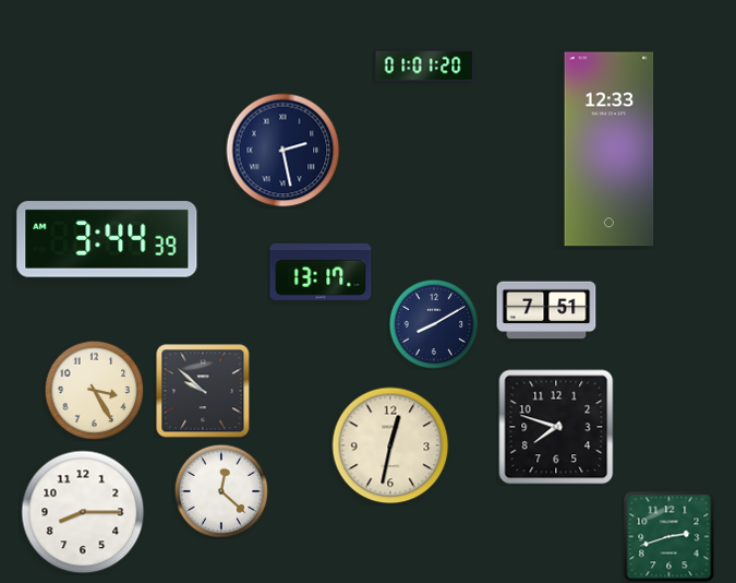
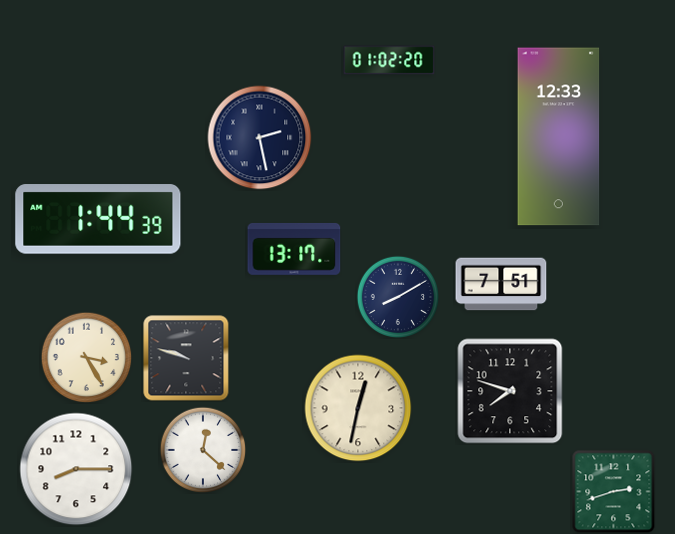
clock at (424, 66): 01:01 -> 01:02
clock at (107, 239): 3:44 -> 1:44
clock at (203, 391): 9:52 -> 9:48
